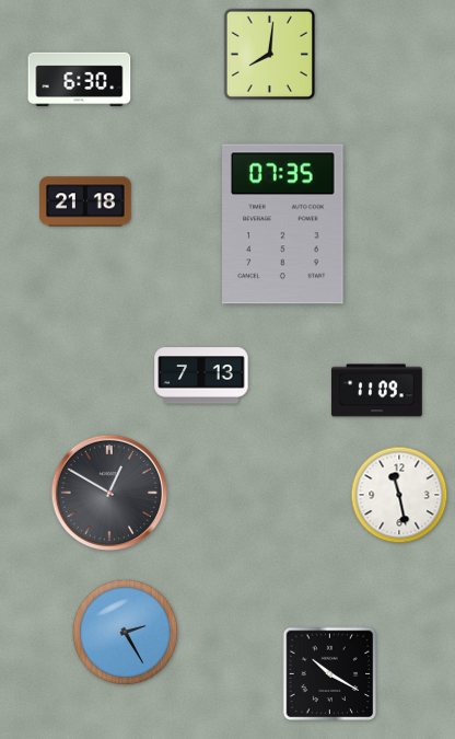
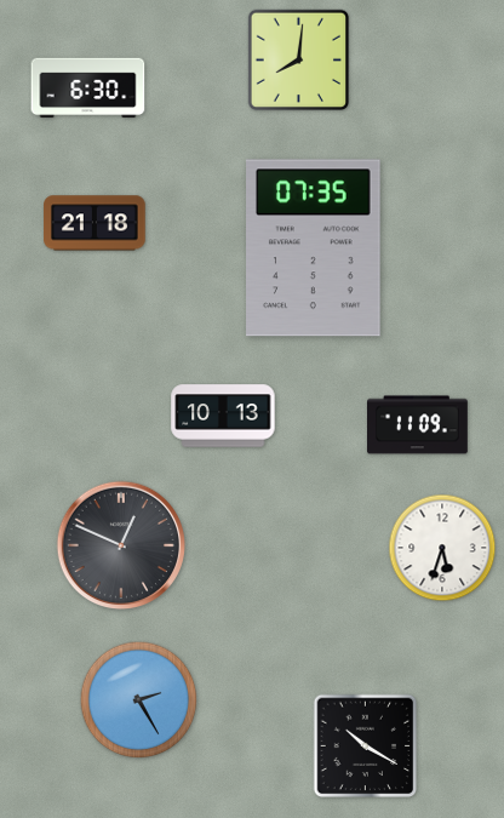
clock at (201, 376): 7:13 -> 10:13
clock at (377, 391) position: (377, 391) -> (418, 425)
clock at (108, 492): 12:50 -> 12:49
clock at (399, 495): 11:28 -> 5:33
